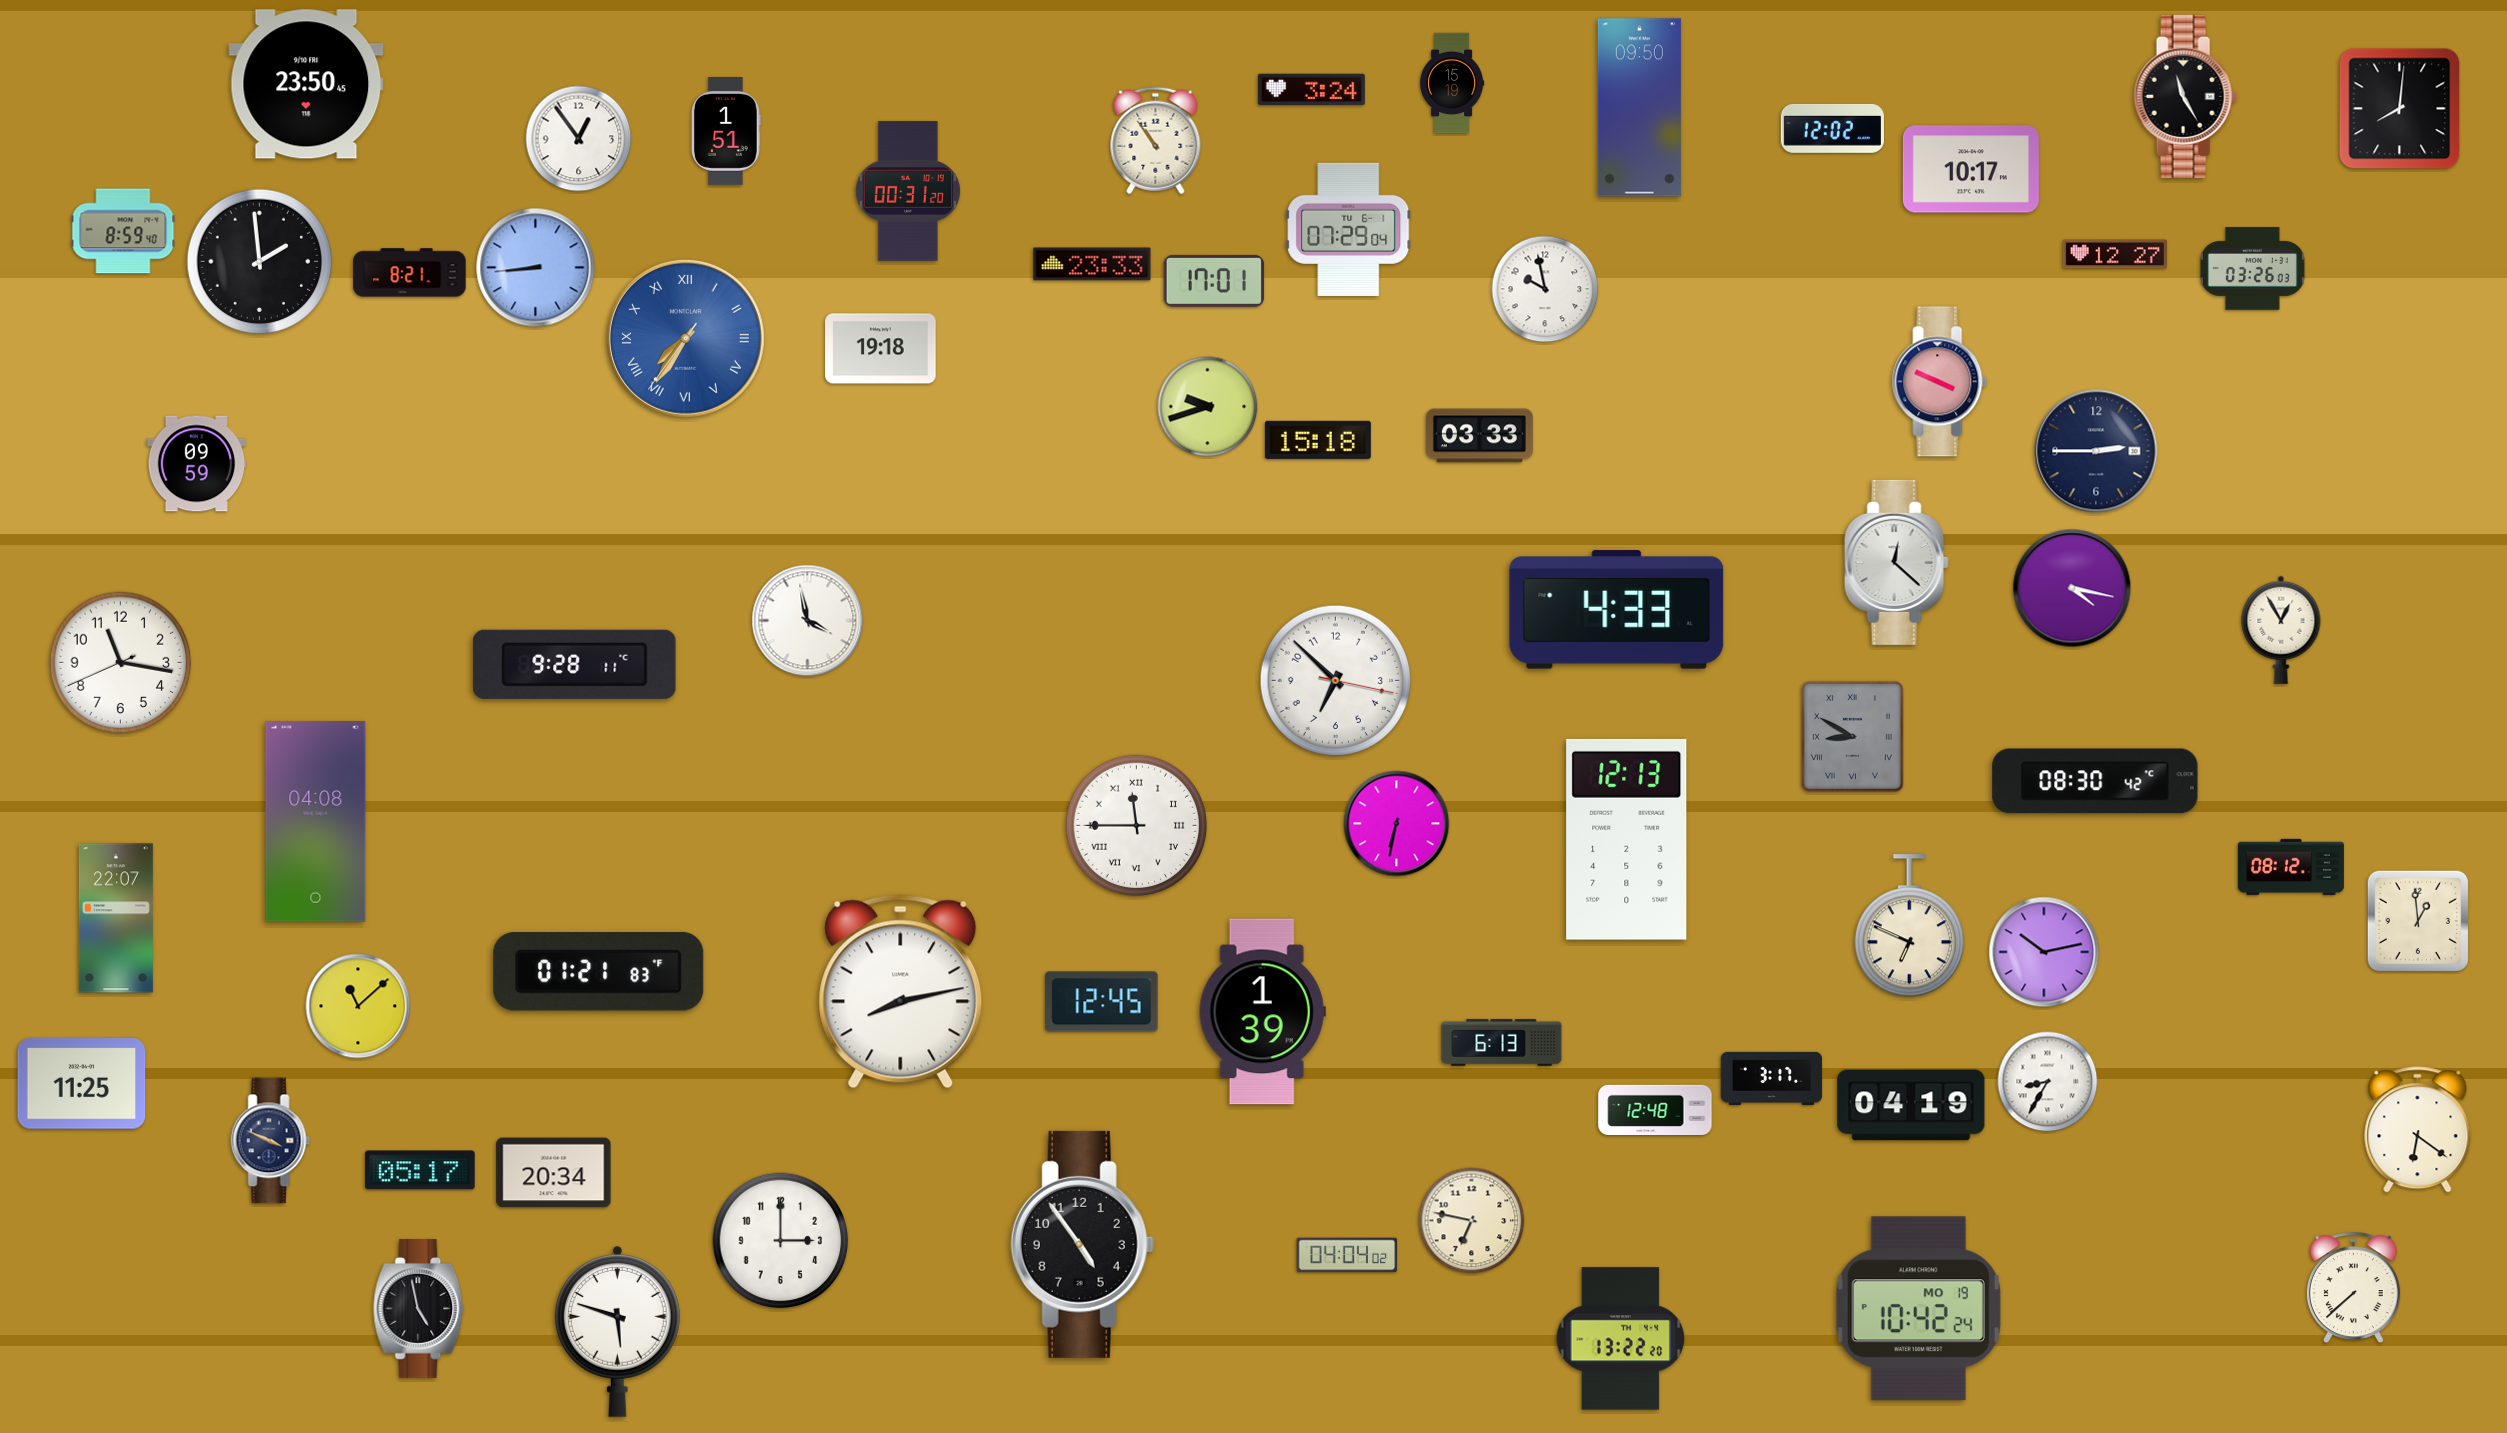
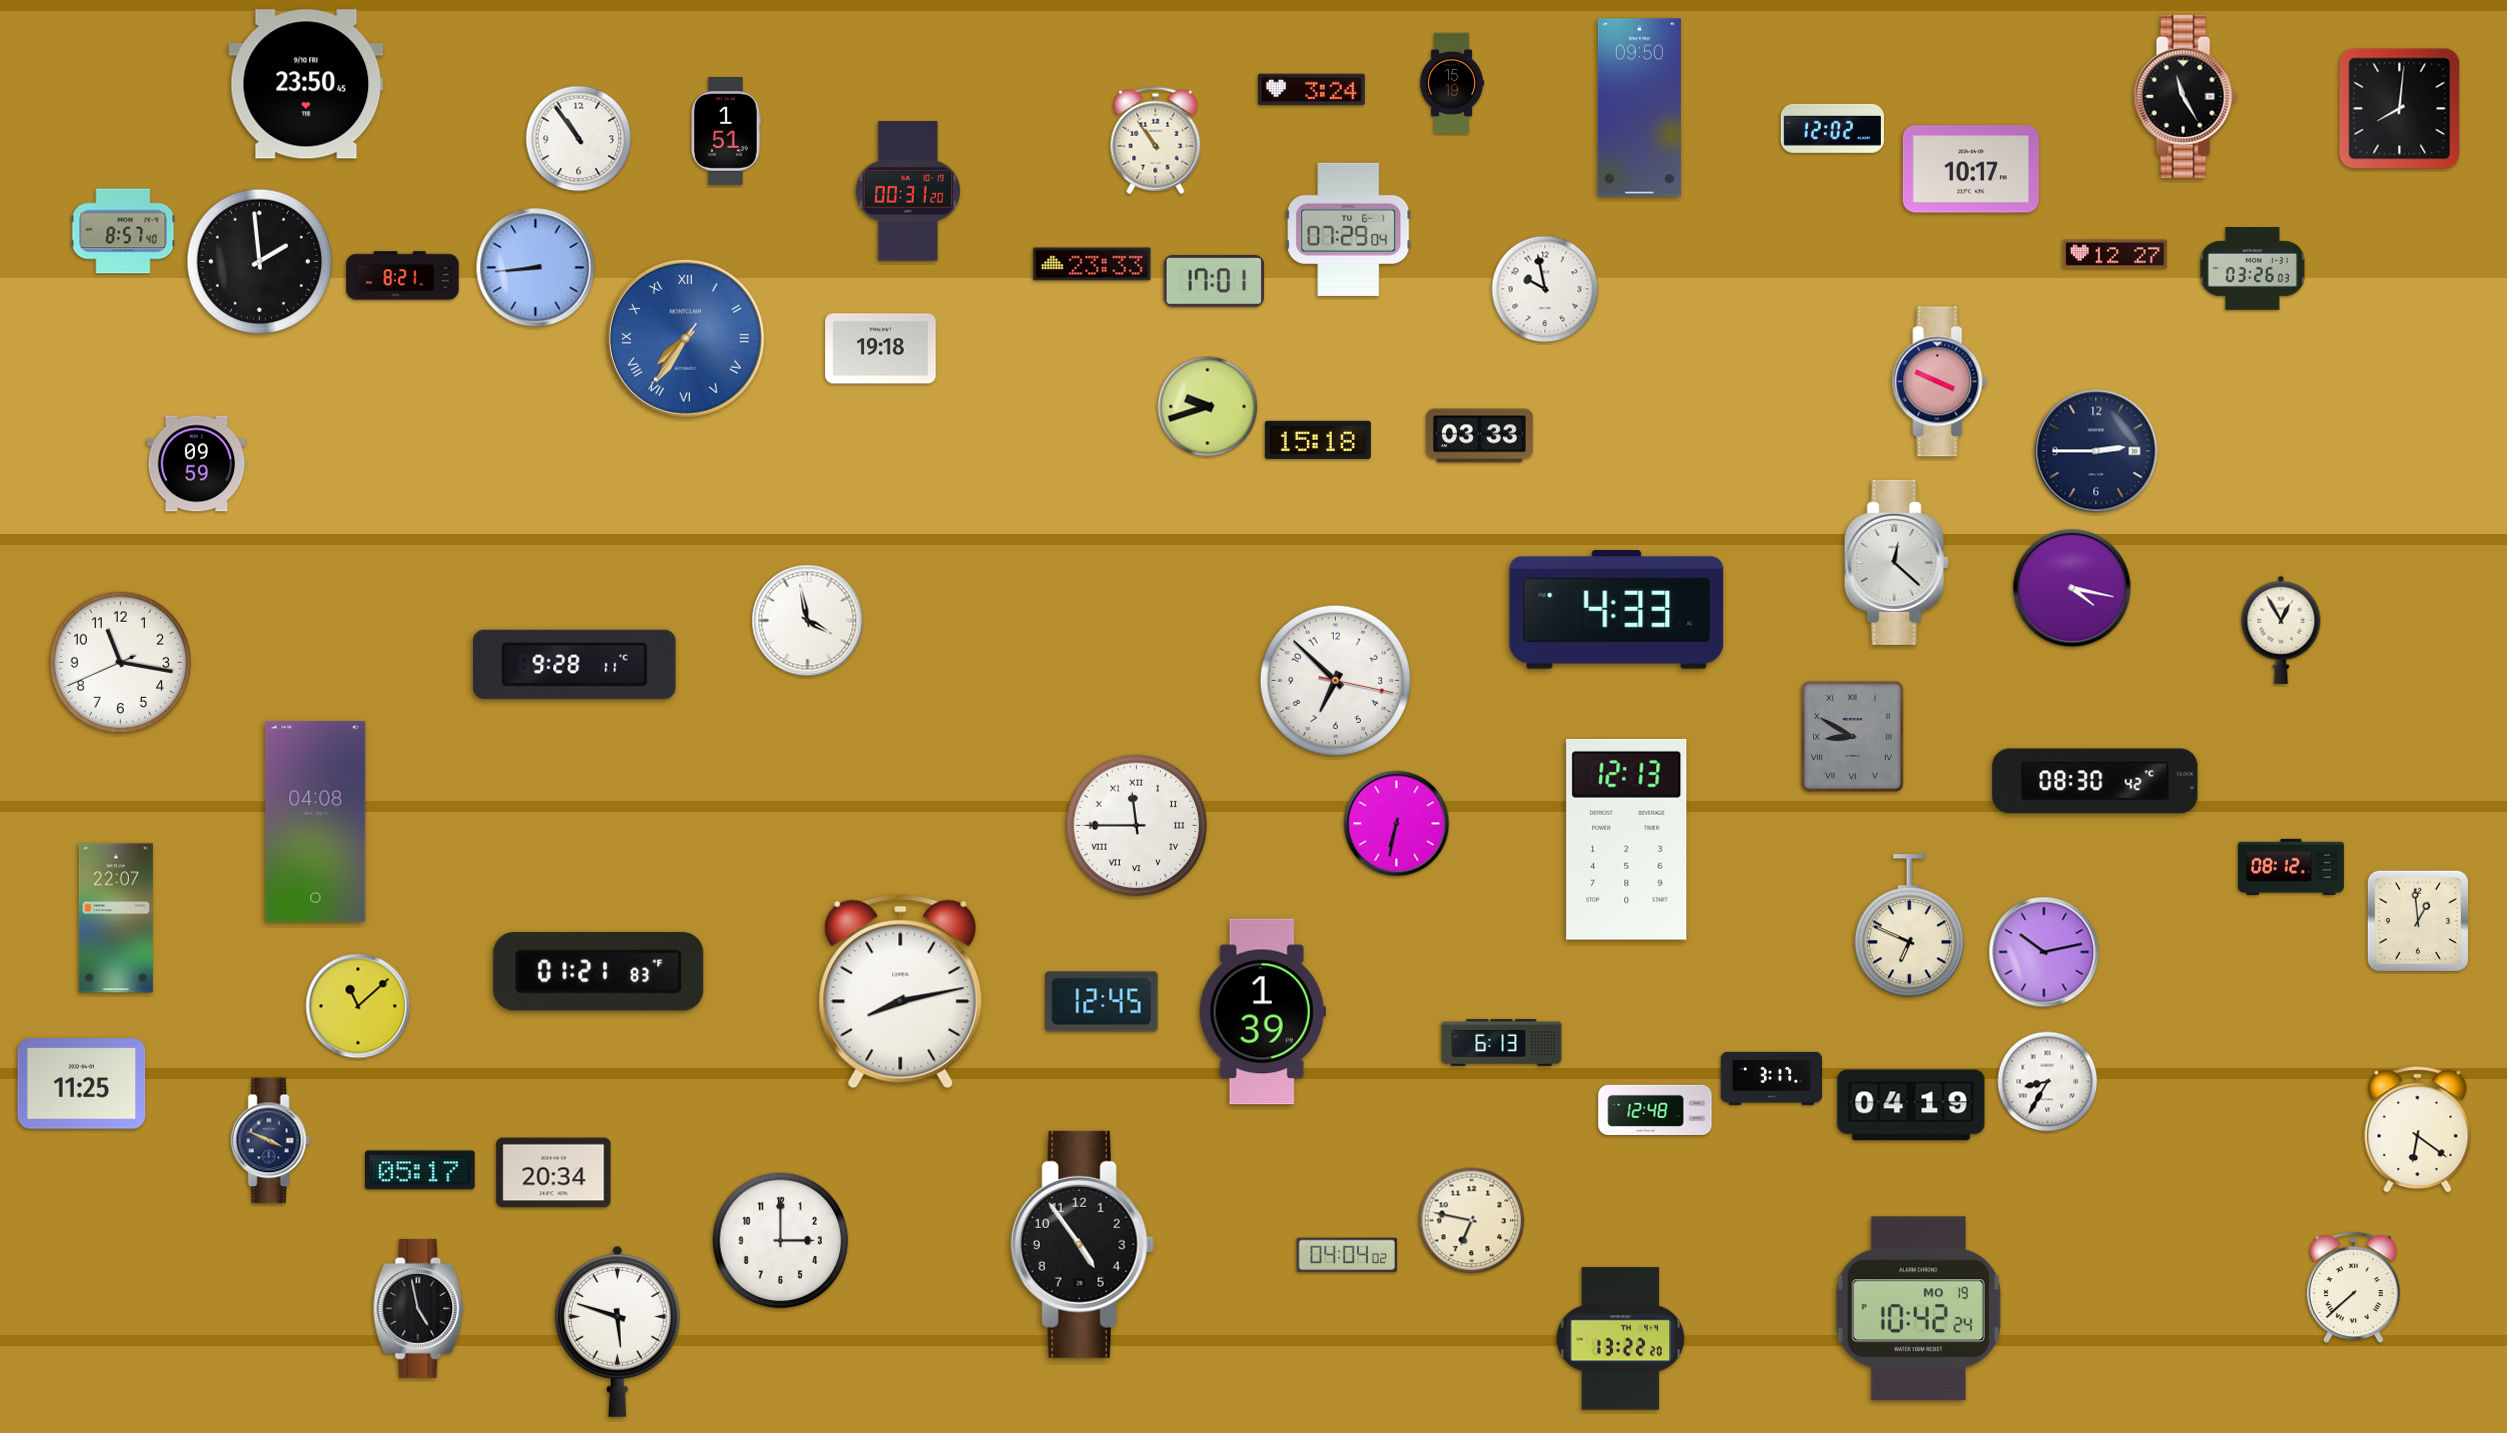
clock at (579, 139): 12:54 -> 10:54
clock at (123, 231): 8:59 -> 8:57
clock at (410, 273) position: (410, 273) -> (403, 276)
